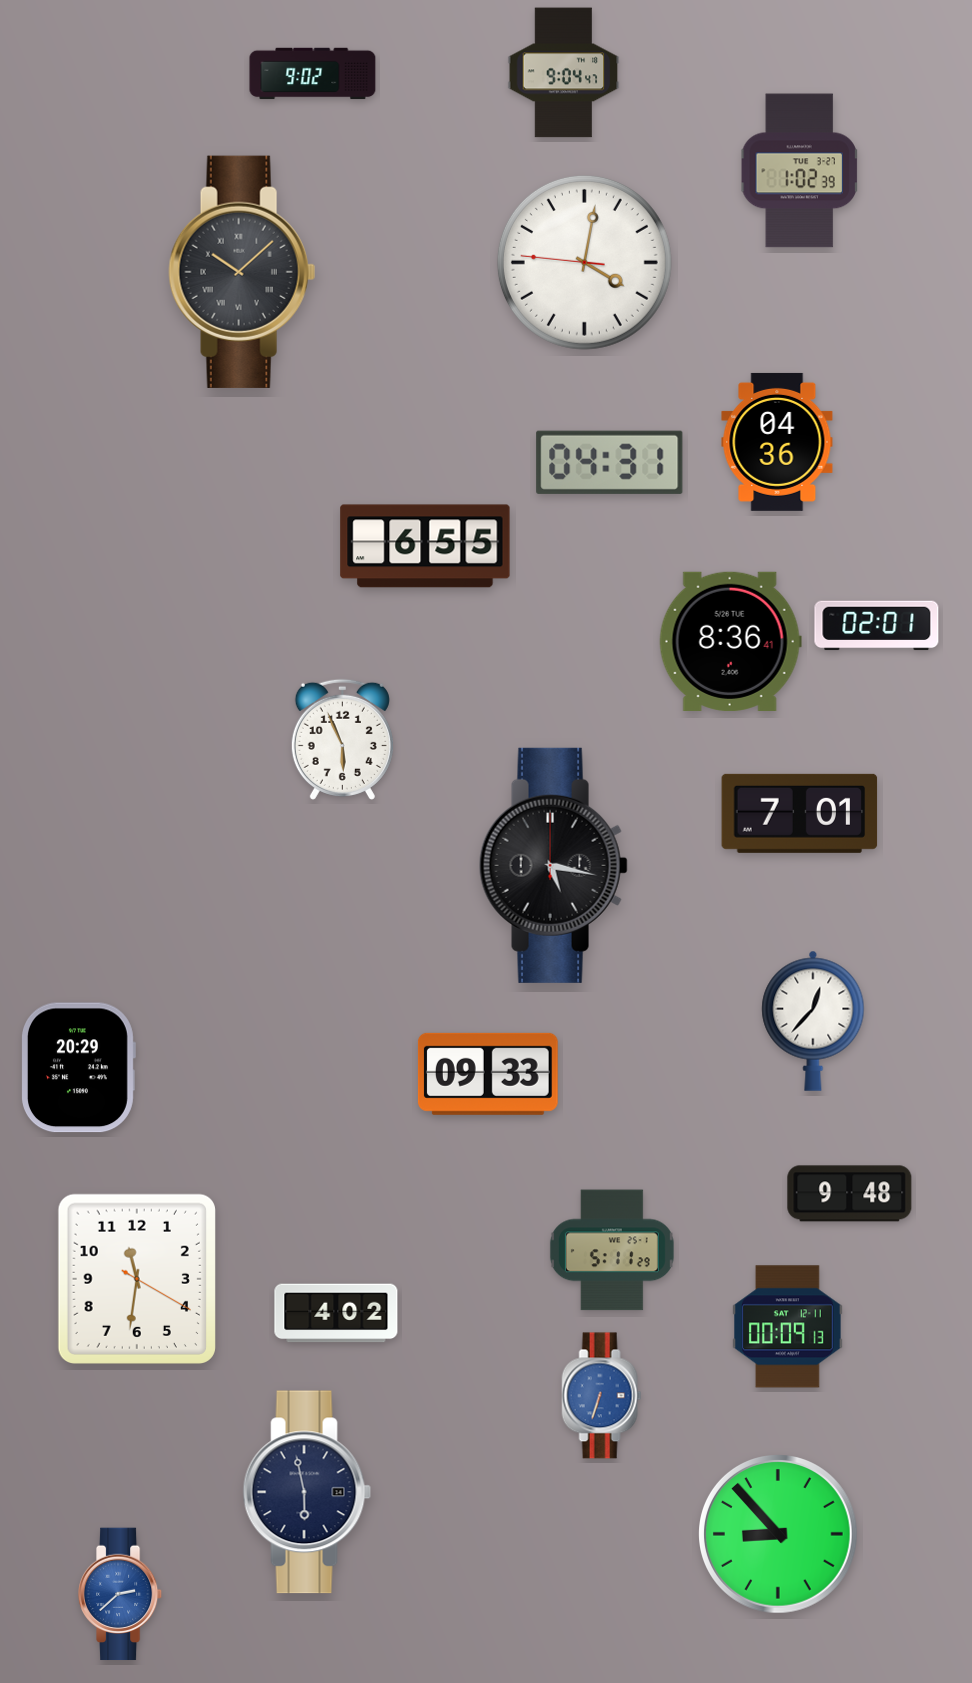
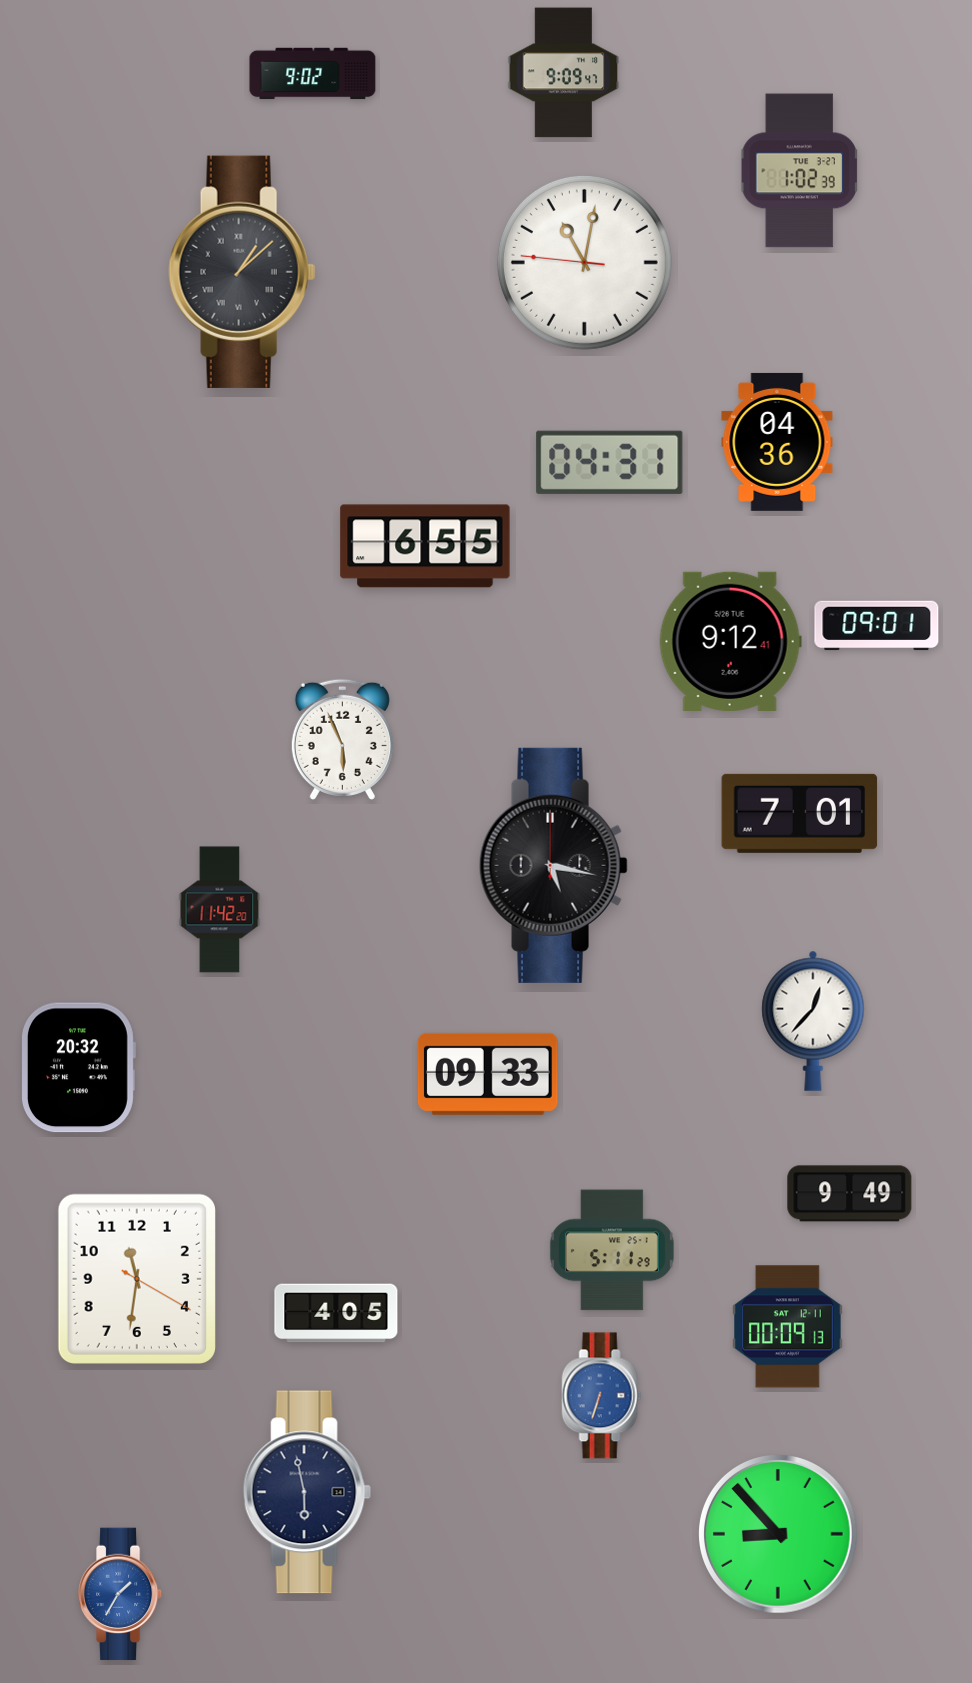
clock at (564, 73): 9:04 -> 9:09
clock at (584, 262): 4:01 -> 11:01
clock at (242, 272): 10:08 -> 1:08
clock at (877, 626): 02:01 -> 09:01
clock at (730, 641): 8:36 -> 9:12
clock at (220, 910): none -> 11:42
clock at (79, 1068): 20:29 -> 20:32
clock at (850, 1194): 9:48 -> 9:49
clock at (336, 1313): 4:02 -> 4:05
clock at (120, 1594): 2:38 -> 1:35
